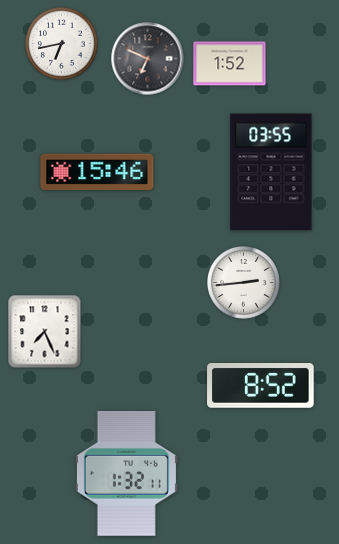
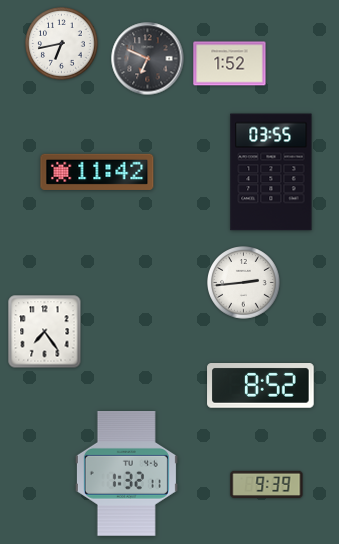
clock at (97, 172): 15:46 -> 11:42
clock at (45, 332): 7:26 -> 7:24
clock at (267, 485): none -> 9:39
